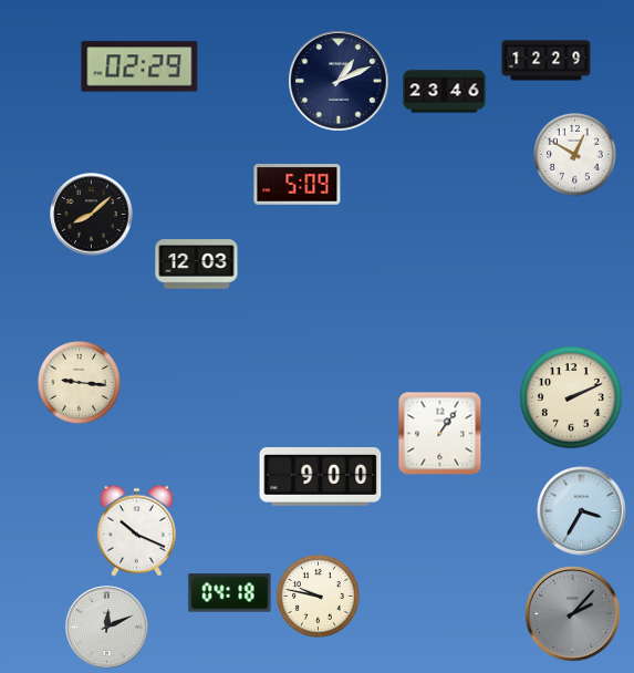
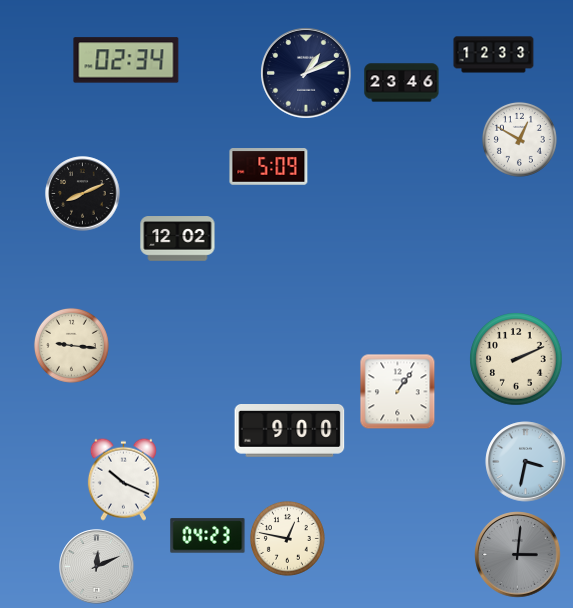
clock at (547, 61): 12:29 -> 12:33
clock at (139, 66): 02:29 -> 02:34
clock at (92, 215): 8:08 -> 8:11
clock at (197, 265): 12:03 -> 12:02
clock at (582, 511): 3:35 -> 3:32
clock at (230, 593): 04:18 -> 04:23
clock at (318, 596): 9:47 -> 12:47
clock at (573, 614): 2:07 -> 3:01
